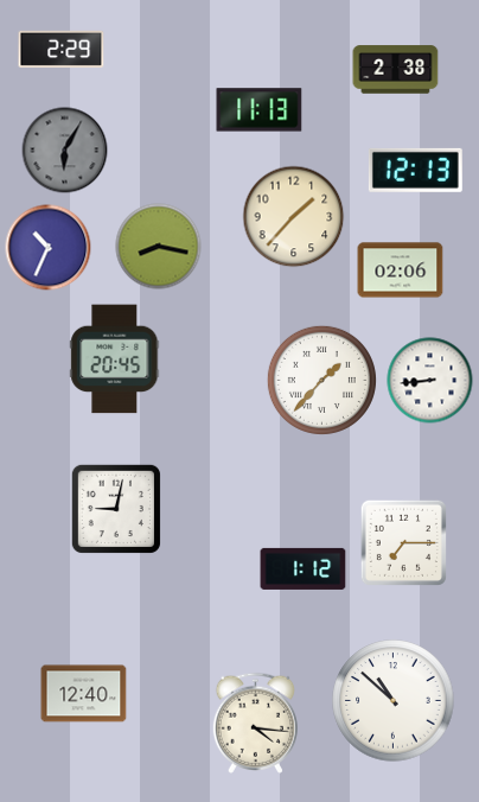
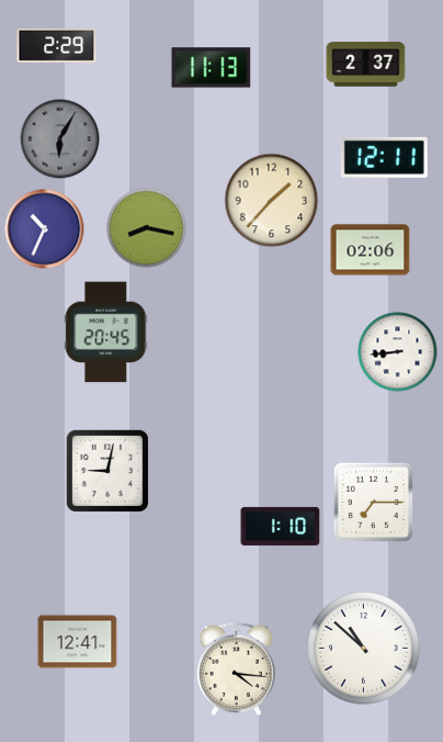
clock at (396, 70): 2:38 -> 2:37
clock at (260, 110) position: (260, 110) -> (212, 68)
clock at (415, 170): 12:13 -> 12:11
clock at (321, 380): 1:37 -> none
clock at (304, 568): 1:12 -> 1:10
clock at (84, 694): 12:40 -> 12:41
